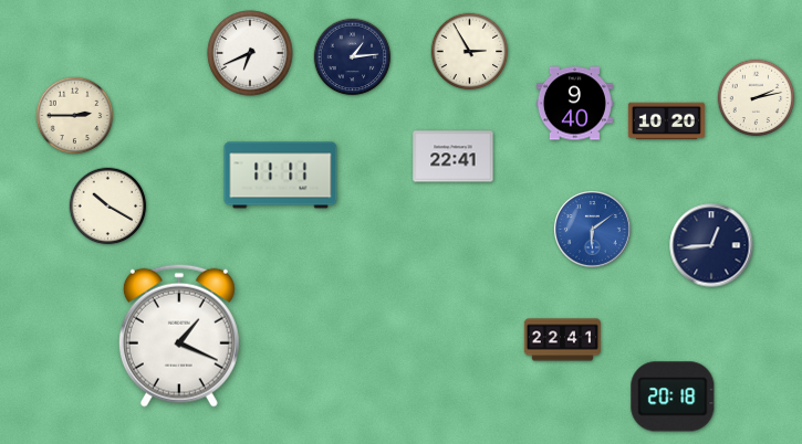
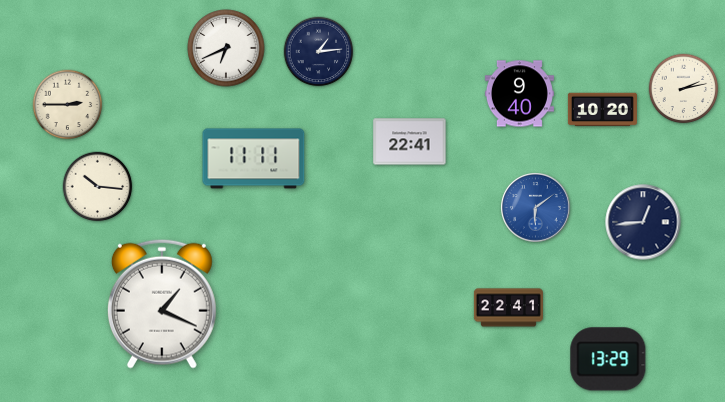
clock at (470, 52): 2:55 -> none
clock at (108, 207): 10:20 -> 10:16
clock at (673, 397): 20:18 -> 13:29
